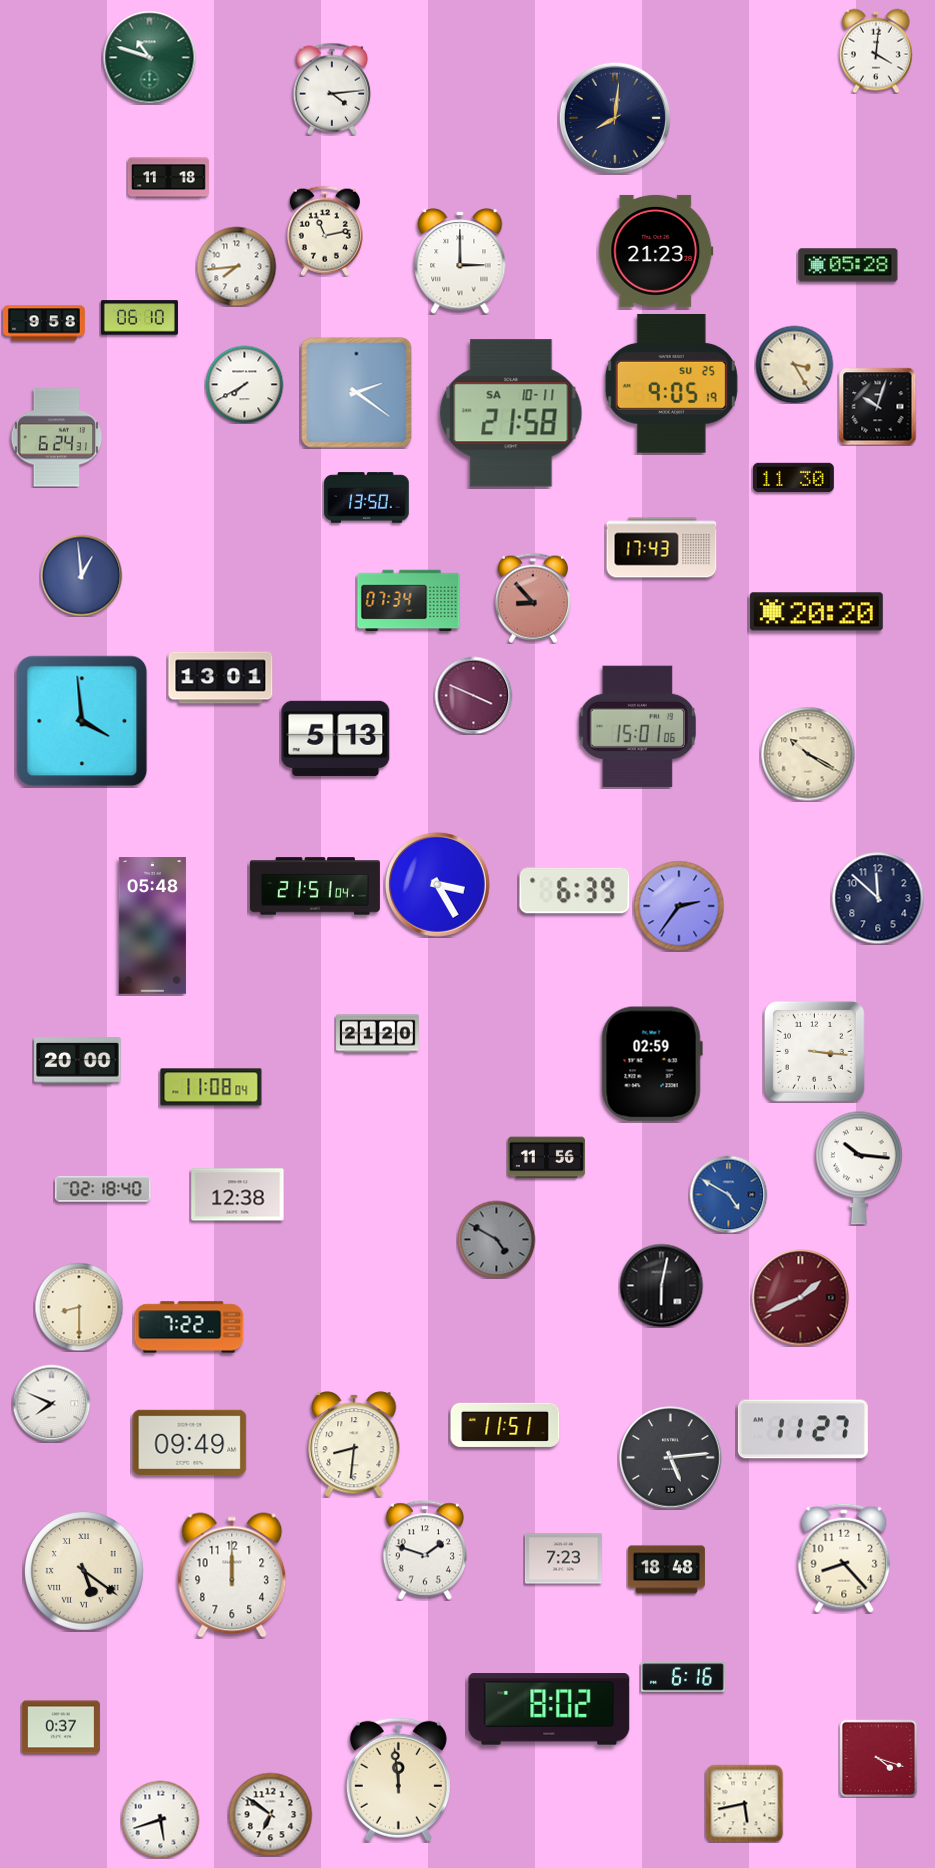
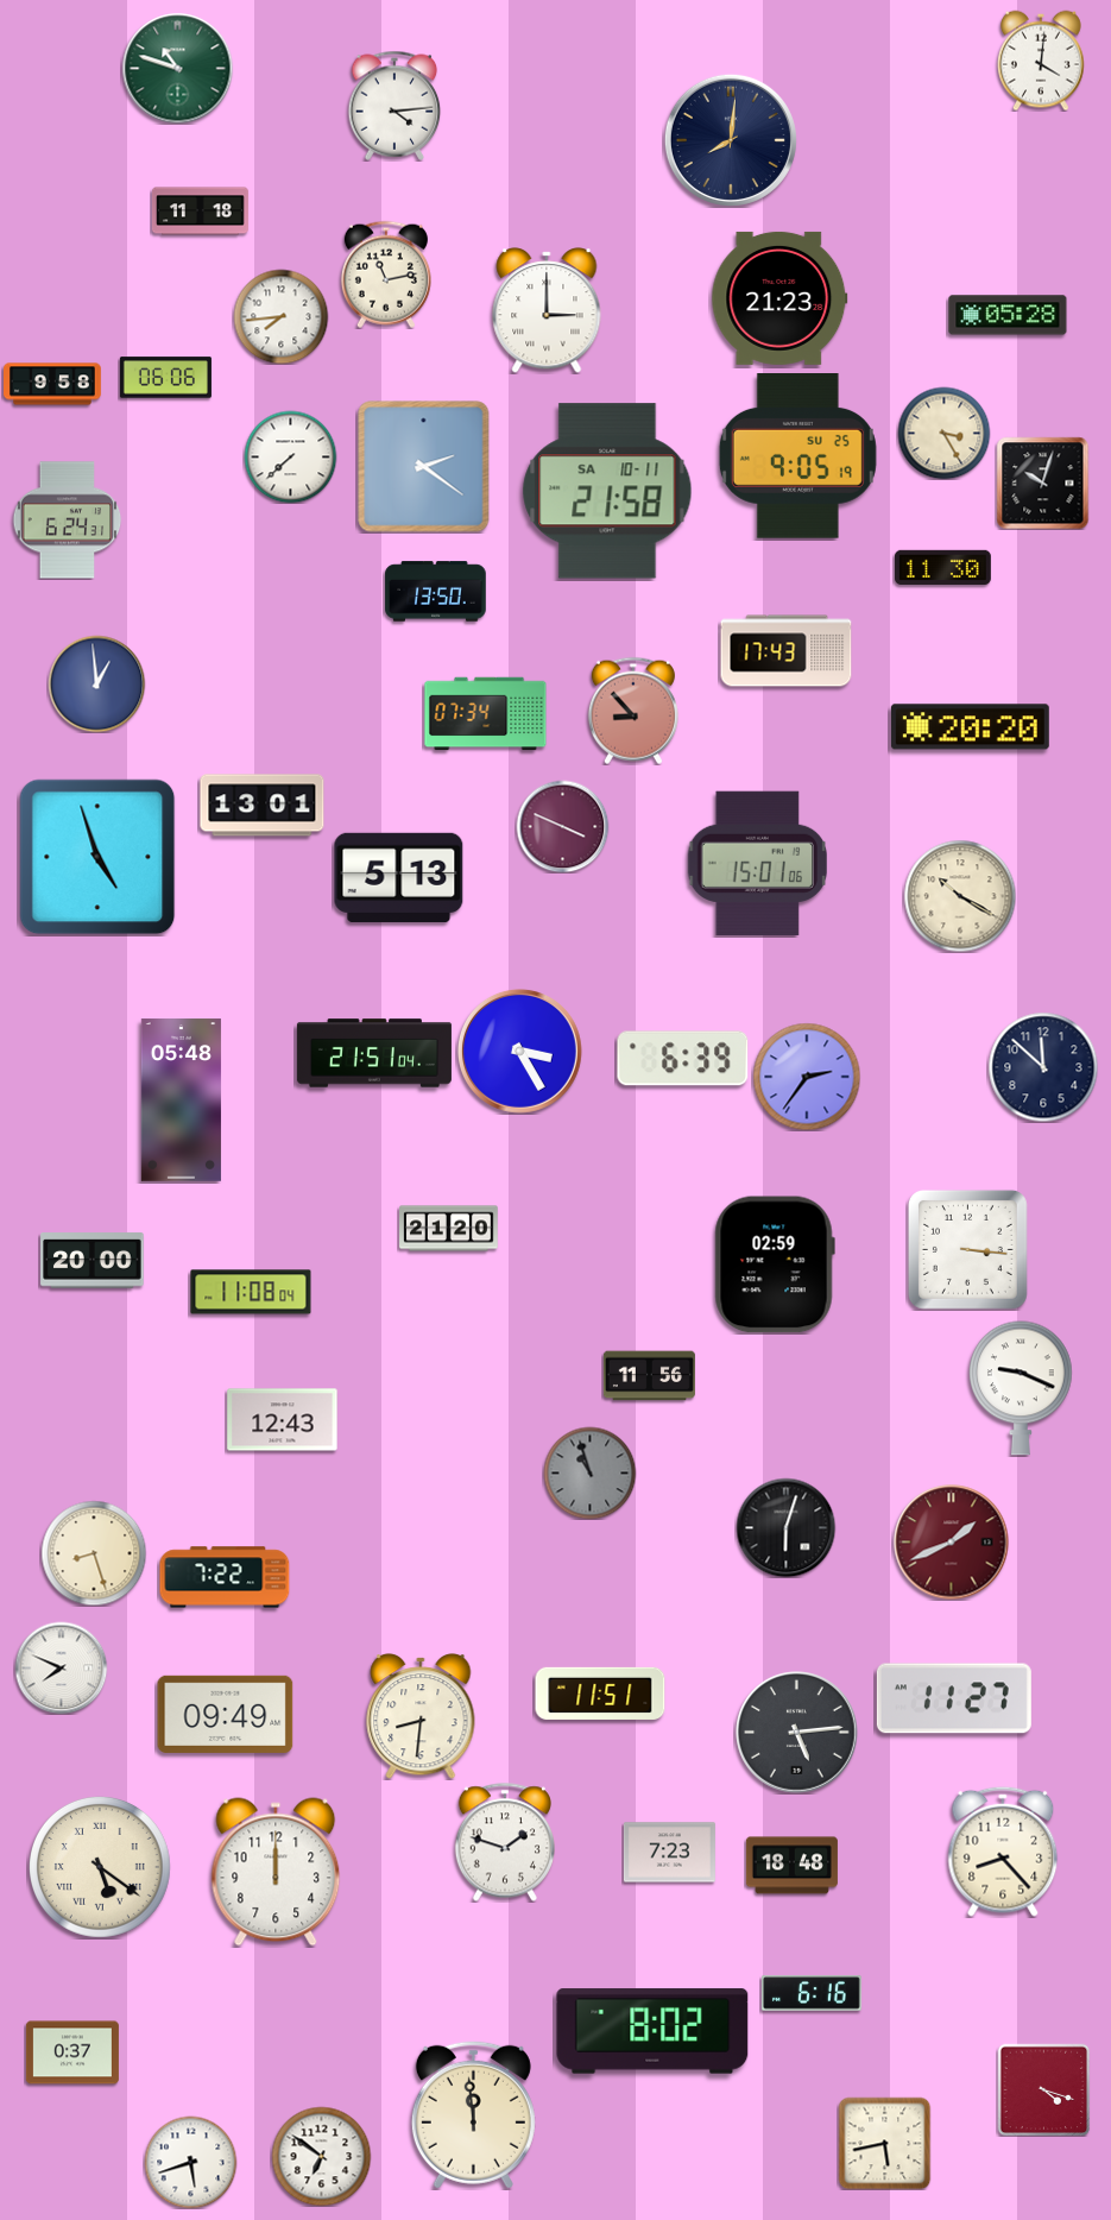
clock at (139, 318): 06:10 -> 06:06
clock at (244, 384): 7:40 -> 7:38
clock at (82, 721): 3:59 -> 4:57
clock at (860, 1168): 10:16 -> 9:19
clock at (103, 1189): 02:18 -> none
clock at (728, 1194): 4:50 -> none
clock at (238, 1195): 12:38 -> 12:43
clock at (496, 1239): 4:50 -> 10:57
clock at (661, 1285): 6:02 -> 6:03
clock at (79, 1307): 8:30 -> 8:27
